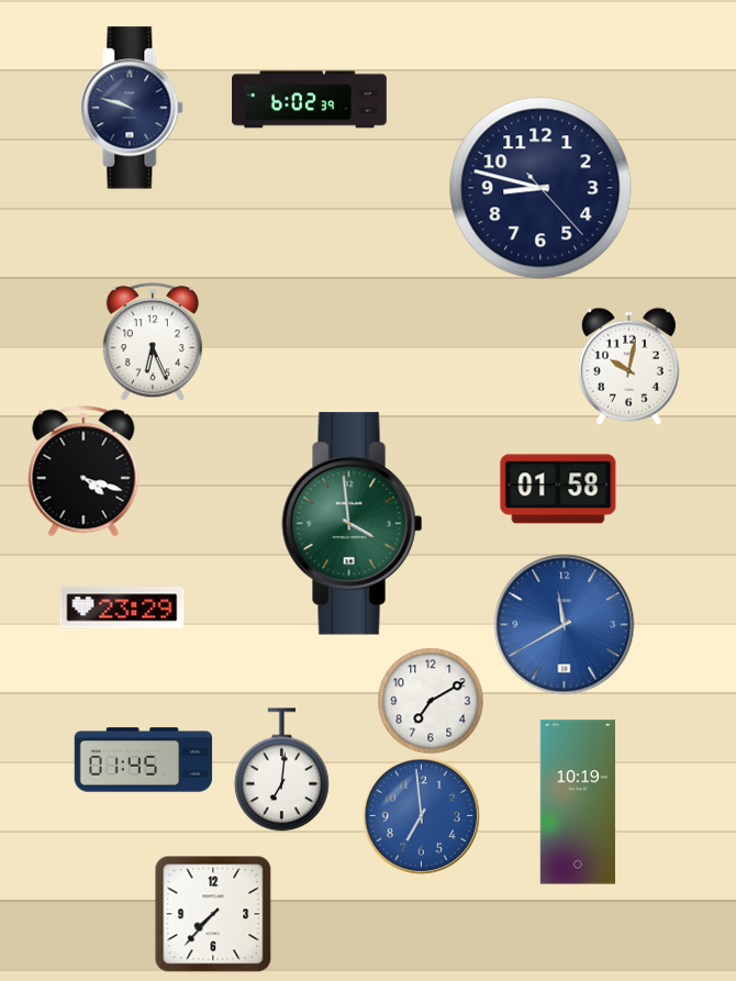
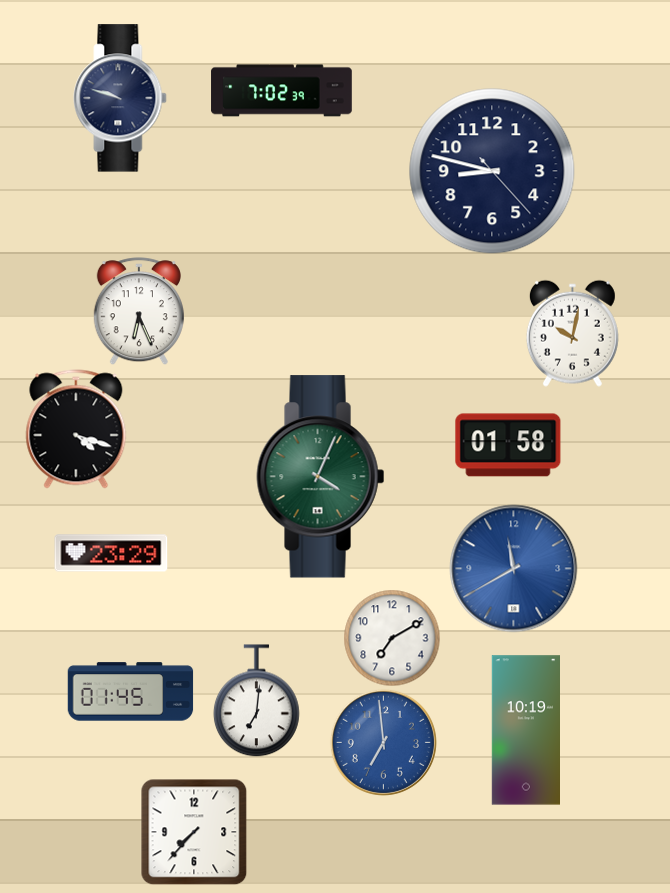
clock at (310, 100): 6:02 -> 7:02
clock at (353, 524): 3:59 -> 4:04
